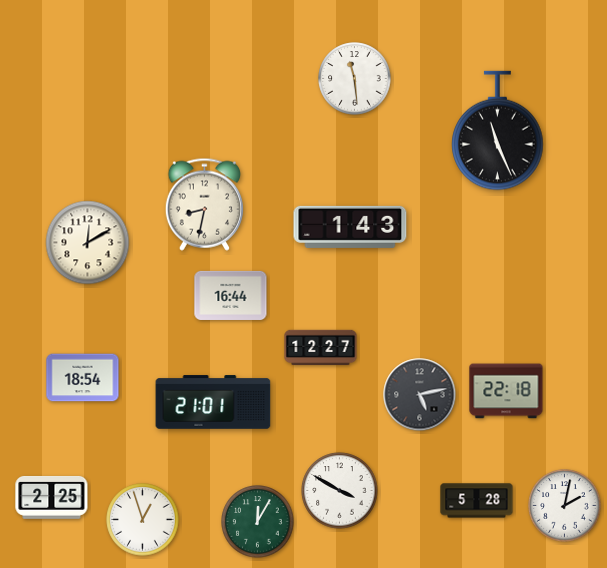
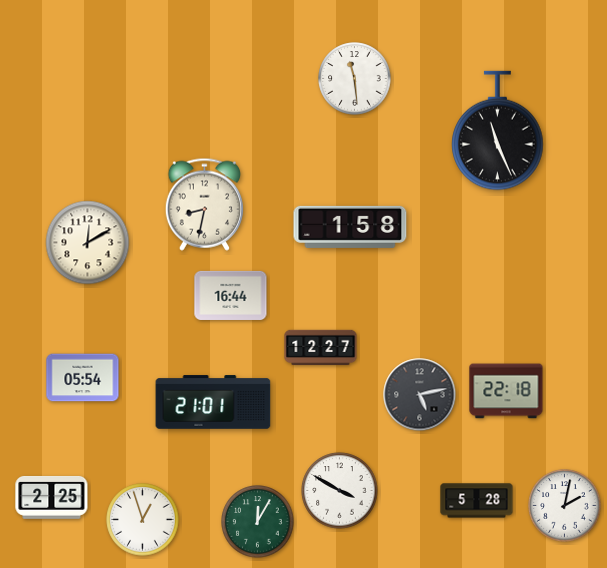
clock at (350, 227): 1:43 -> 1:58
clock at (83, 378): 18:54 -> 05:54
